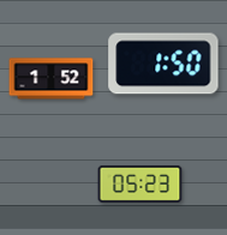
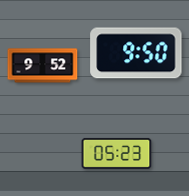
clock at (163, 64): 1:50 -> 9:50
clock at (52, 79): 1:52 -> 9:52
